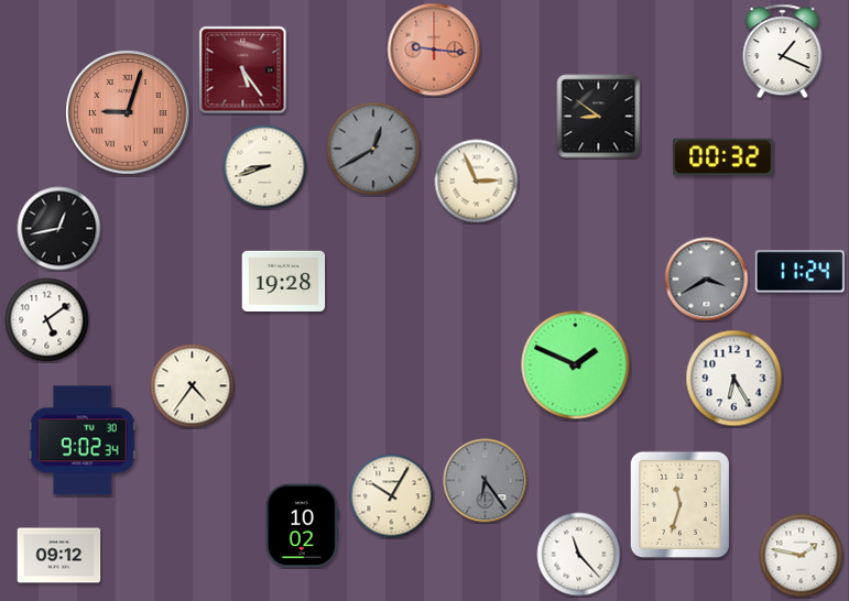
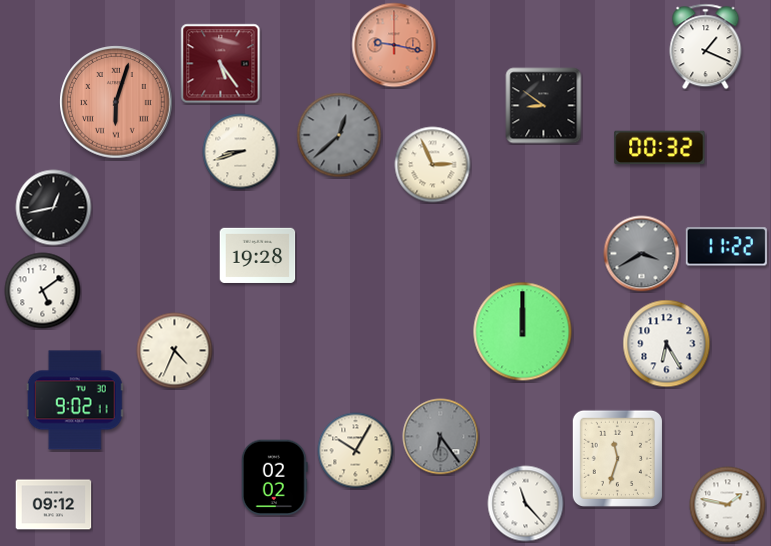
clock at (434, 50): 9:16 -> 9:17
clock at (783, 52) position: (783, 52) -> (706, 47)
clock at (128, 112): 9:03 -> 6:03
clock at (373, 149): 12:40 -> 12:38
clock at (723, 157) position: (723, 157) -> (660, 148)
clock at (799, 272): 11:24 -> 11:22
clock at (576, 365): 1:49 -> 12:00
clock at (193, 386): 4:36 -> 4:34
clock at (83, 440): 9:02:34 -> 9:02:11
clock at (302, 526): 10:02 -> 02:02
